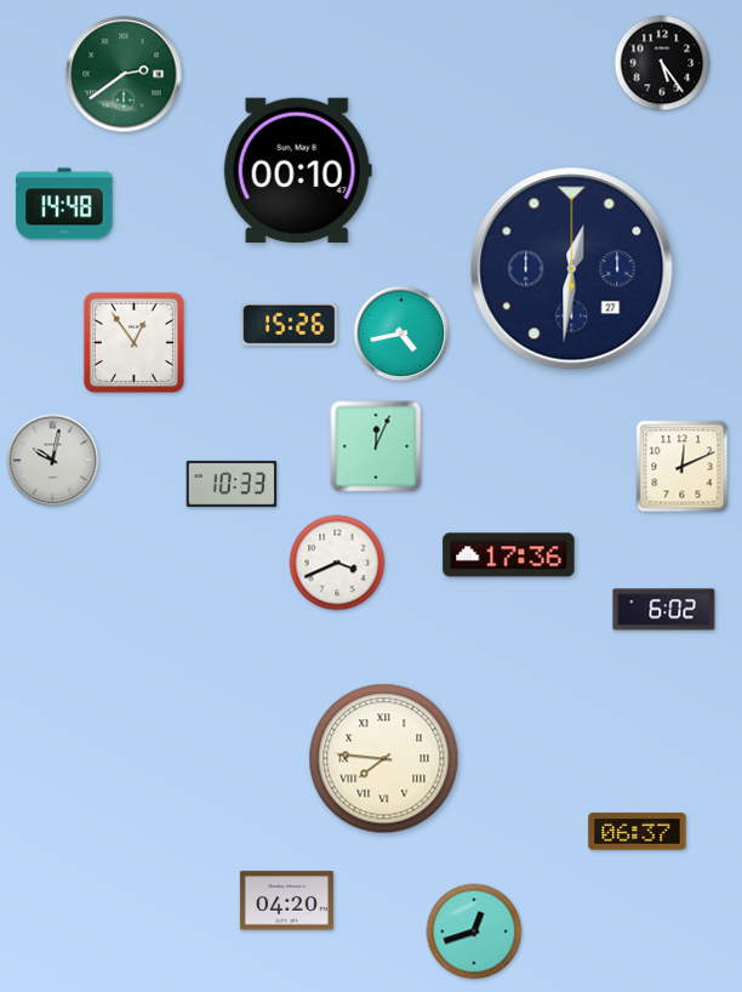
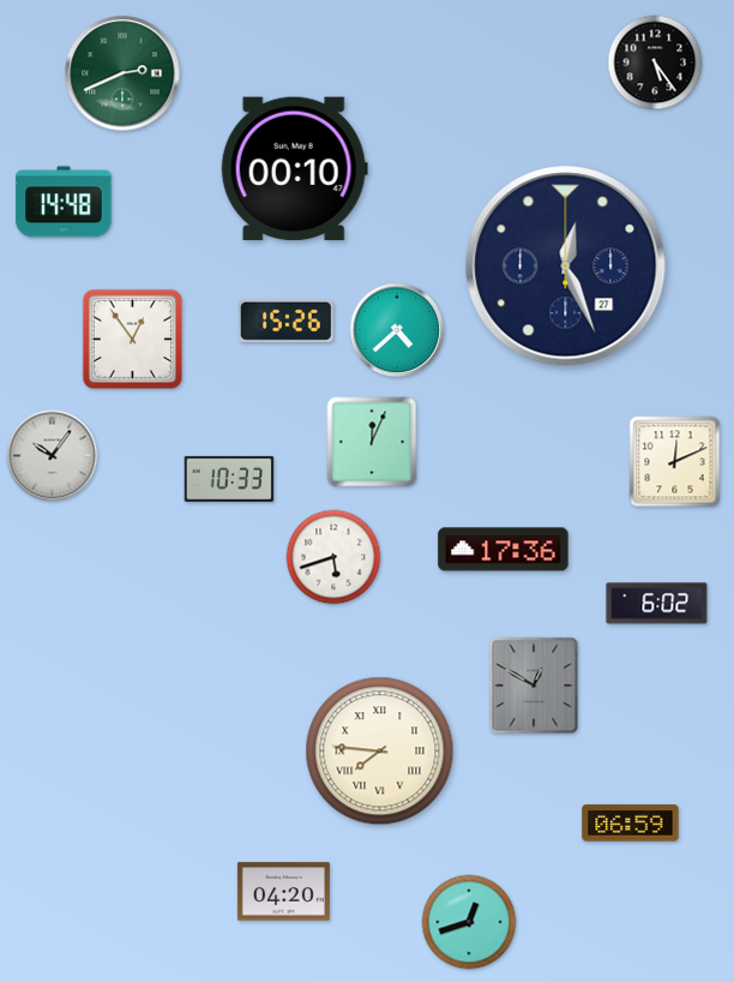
clock at (124, 74): 2:39 -> 2:41
clock at (572, 269): 12:31 -> 12:26
clock at (401, 333): 4:43 -> 4:38
clock at (53, 461): 10:02 -> 10:06
clock at (337, 563): 3:41 -> 5:42
clock at (534, 685): none -> 12:50
clock at (638, 832): 06:37 -> 06:59
